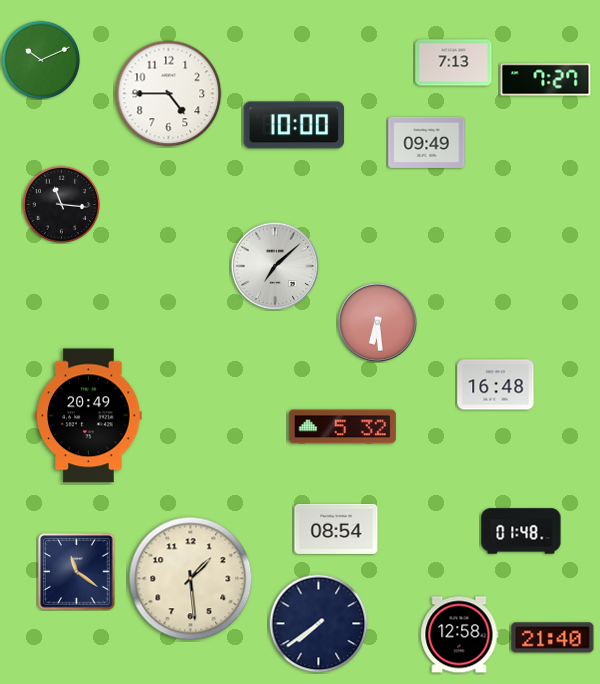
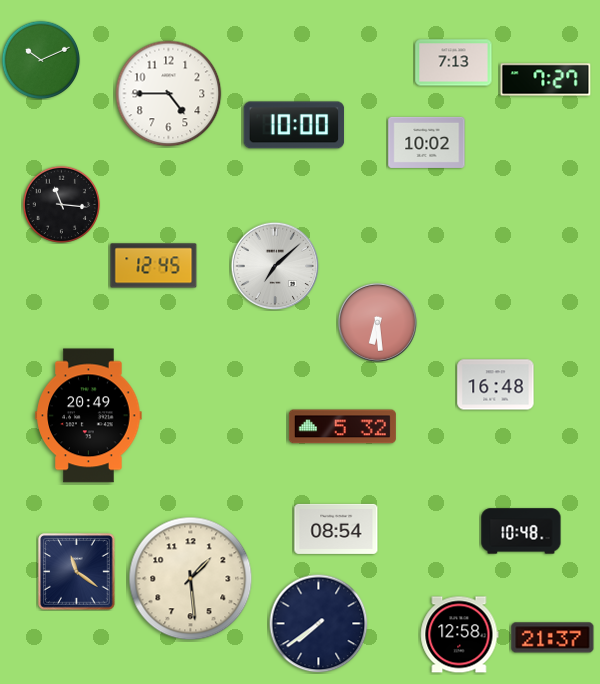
clock at (427, 142): 09:49 -> 10:02
clock at (154, 266): none -> 12:45
clock at (521, 531): 01:48 -> 10:48
clock at (553, 638): 21:40 -> 21:37
